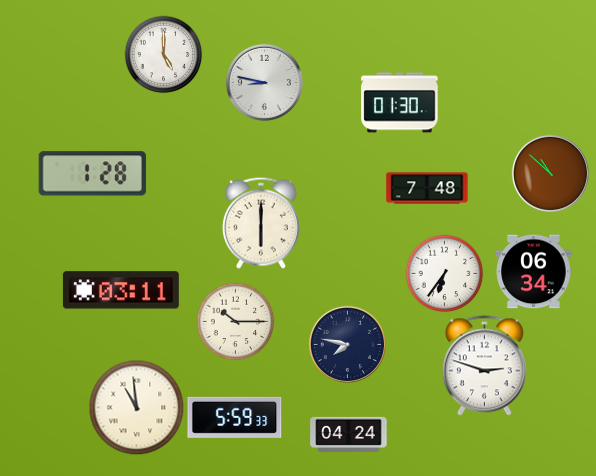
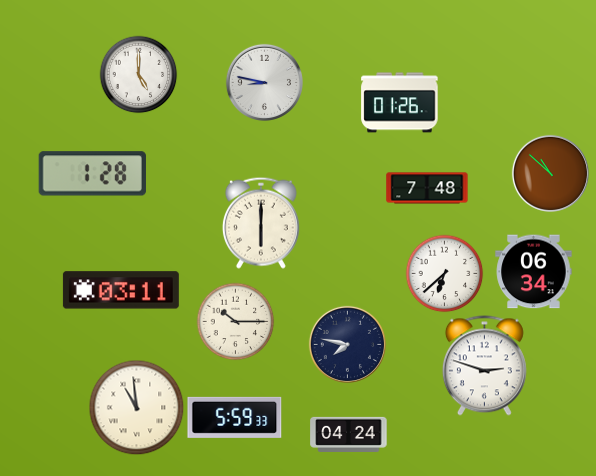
clock at (163, 54) position: (163, 54) -> (138, 74)
clock at (400, 103): 01:30 -> 01:26
clock at (444, 273): 6:36 -> 6:38
